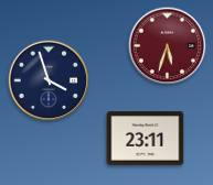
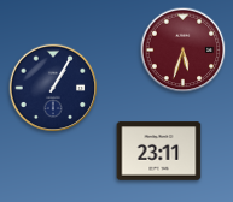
clock at (49, 80): 3:57 -> 1:05
